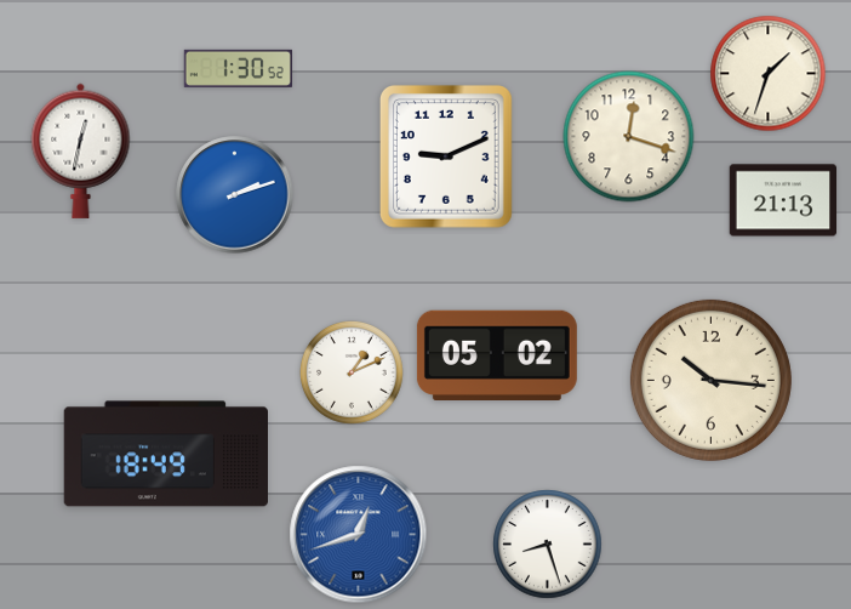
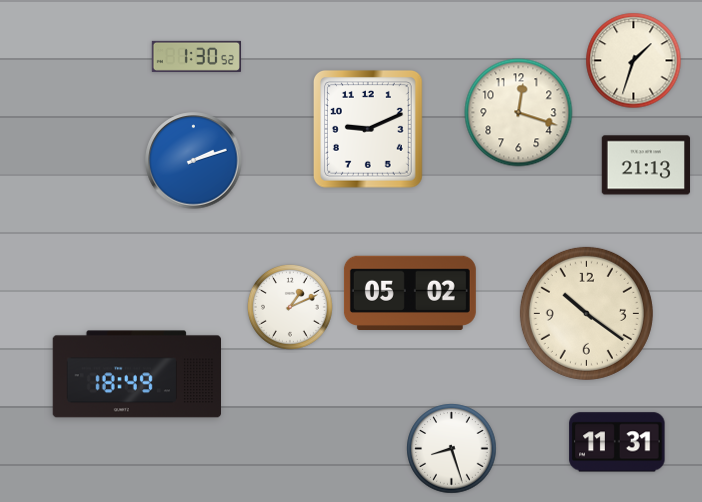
clock at (81, 150): 12:32 -> none
clock at (710, 380): 10:16 -> 10:21
clock at (359, 535): 12:42 -> none
clock at (617, 442): none -> 11:31
